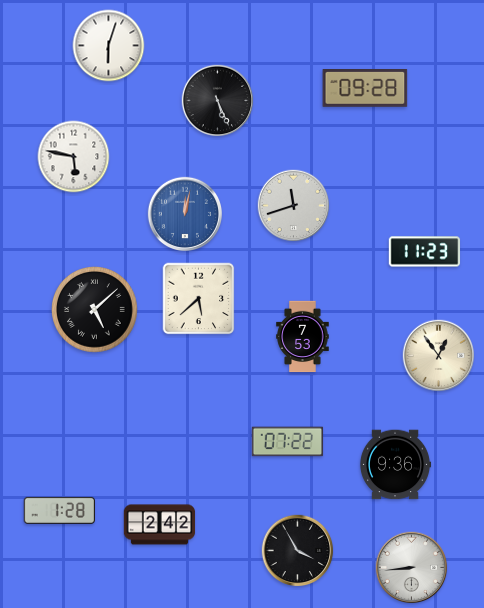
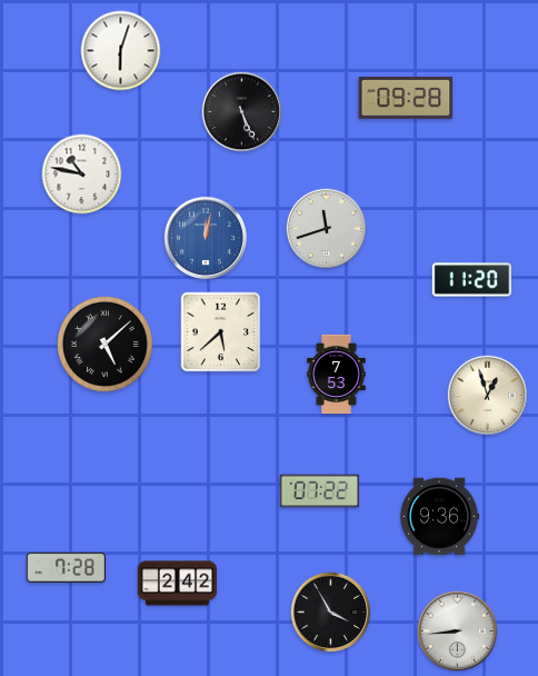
clock at (74, 157): 5:47 -> 10:47
clock at (425, 252): 11:23 -> 11:20
clock at (439, 356): 12:54 -> 12:57
clock at (59, 510): 1:28 -> 7:28
